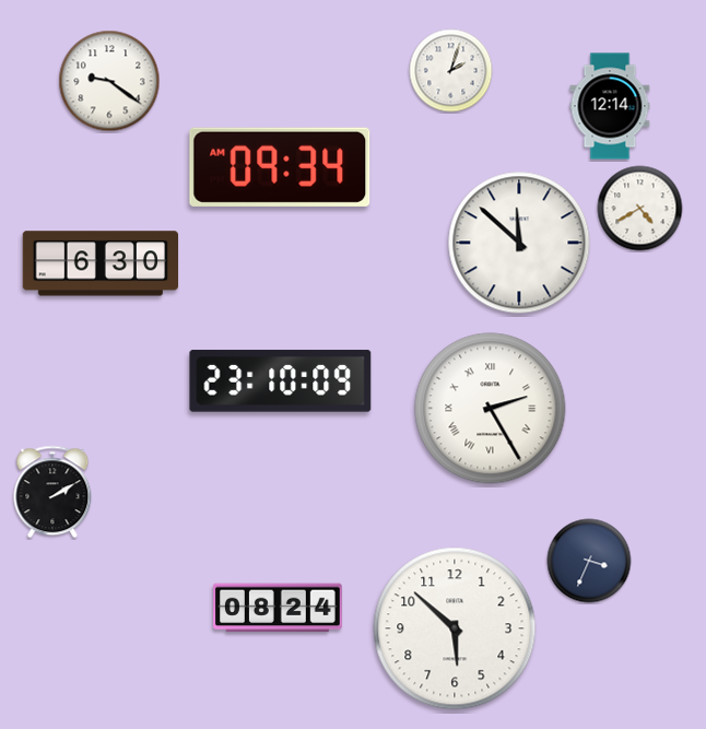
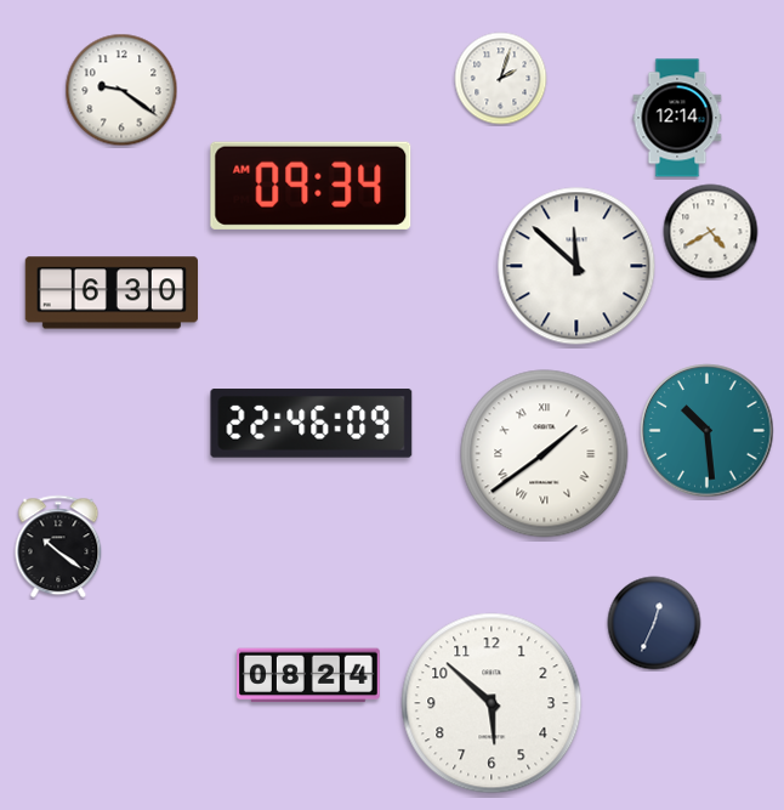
clock at (519, 243) position: (519, 243) -> (576, 266)
clock at (281, 381): 23:10 -> 22:46
clock at (708, 431): none -> 10:29
clock at (491, 409): 2:25 -> 1:39
clock at (52, 492): 2:10 -> 10:21
clock at (589, 561): 3:34 -> 12:34
clock at (455, 628) position: (455, 628) -> (492, 703)
